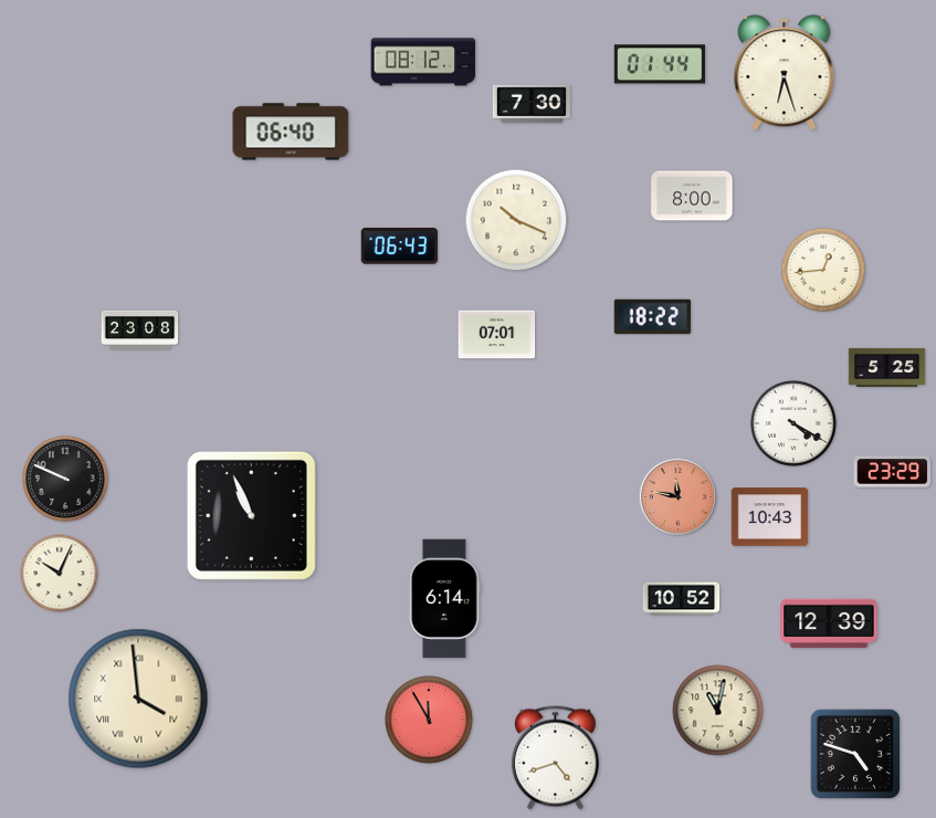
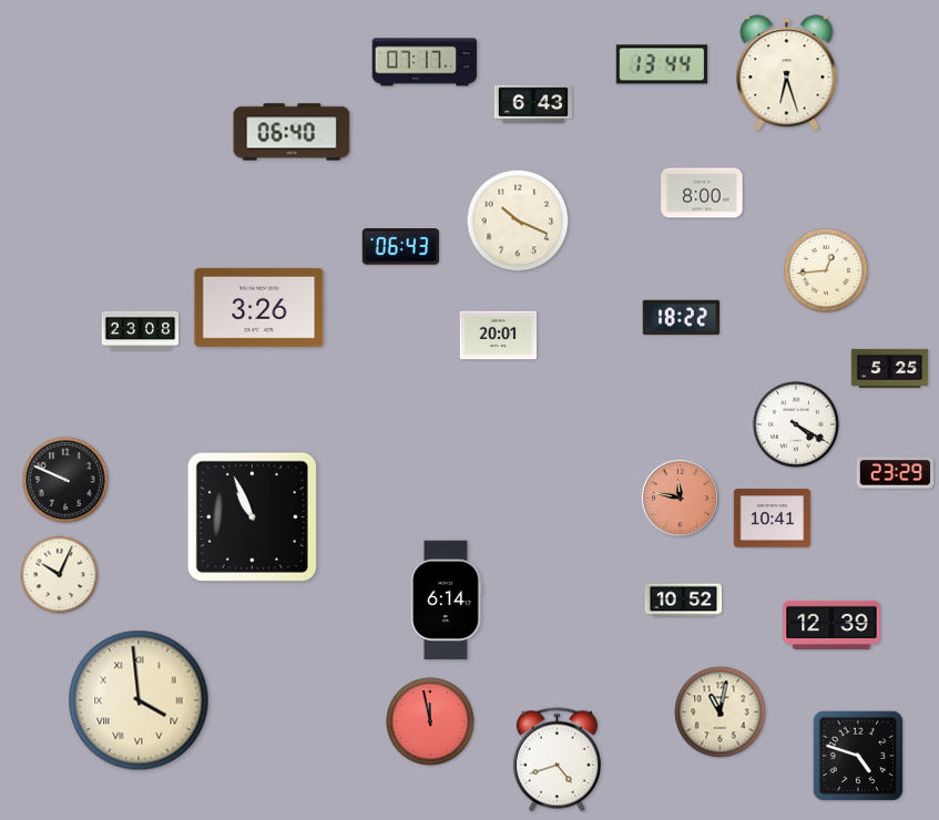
clock at (423, 62): 08:12 -> 07:17
clock at (659, 64): 01:44 -> 13:44
clock at (532, 104): 7:30 -> 6:43
clock at (692, 196) position: (692, 196) -> (702, 193)
clock at (259, 307): none -> 3:26
clock at (652, 317) position: (652, 317) -> (681, 318)
clock at (497, 335): 07:01 -> 20:01
clock at (770, 517): 10:43 -> 10:41
clock at (429, 720): 11:55 -> 11:58
